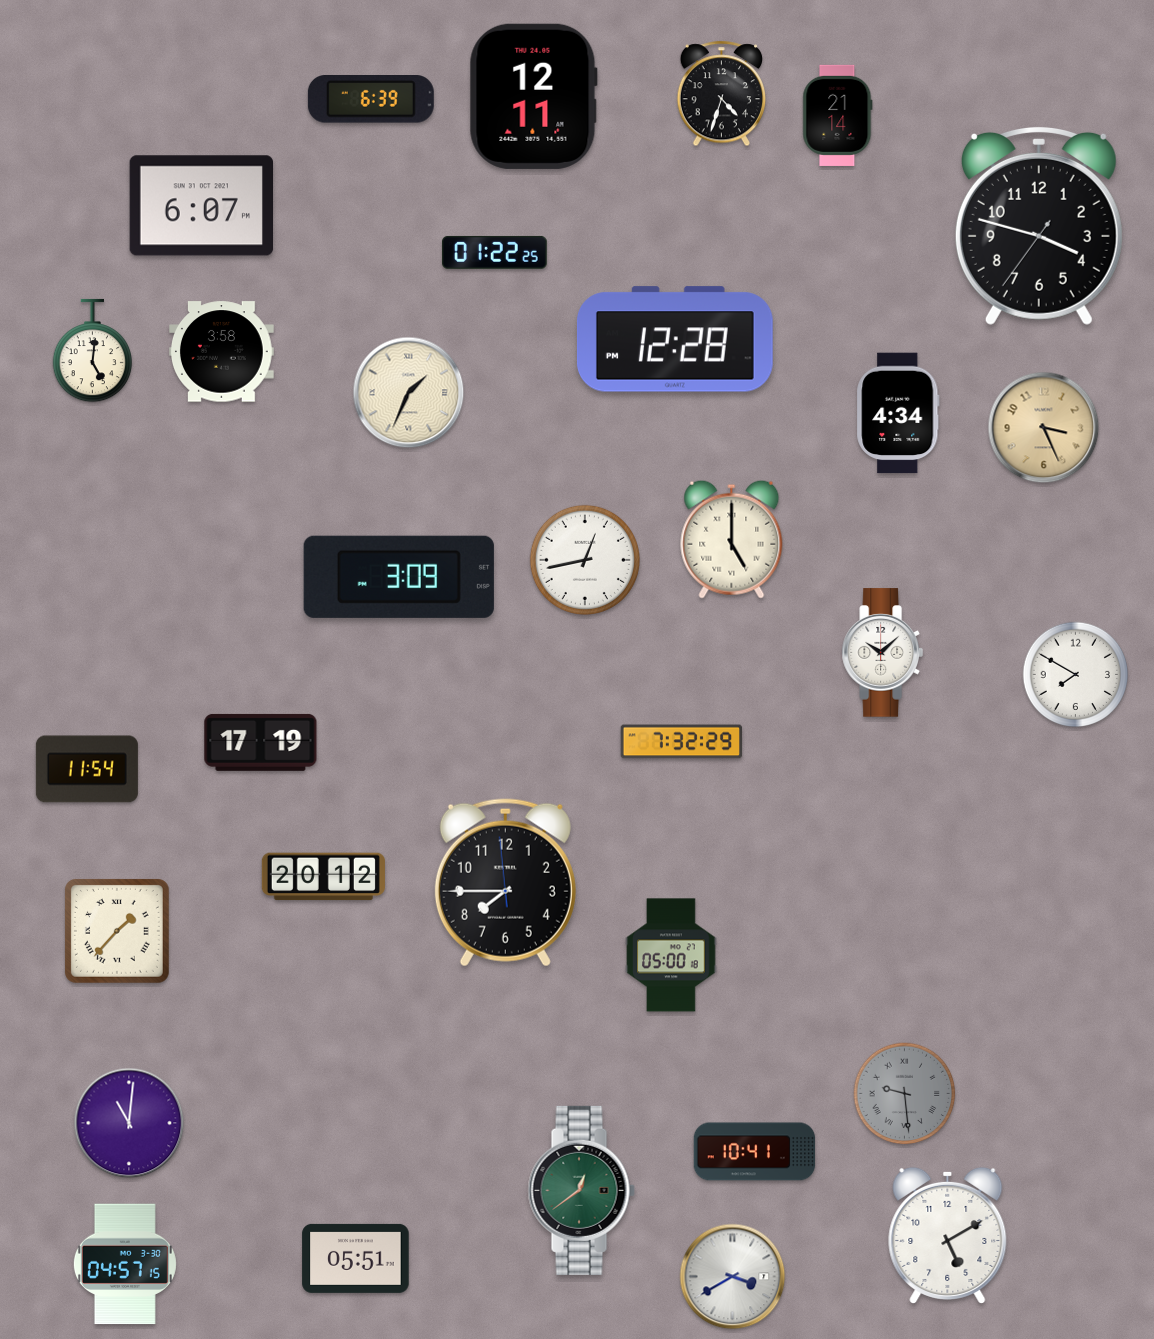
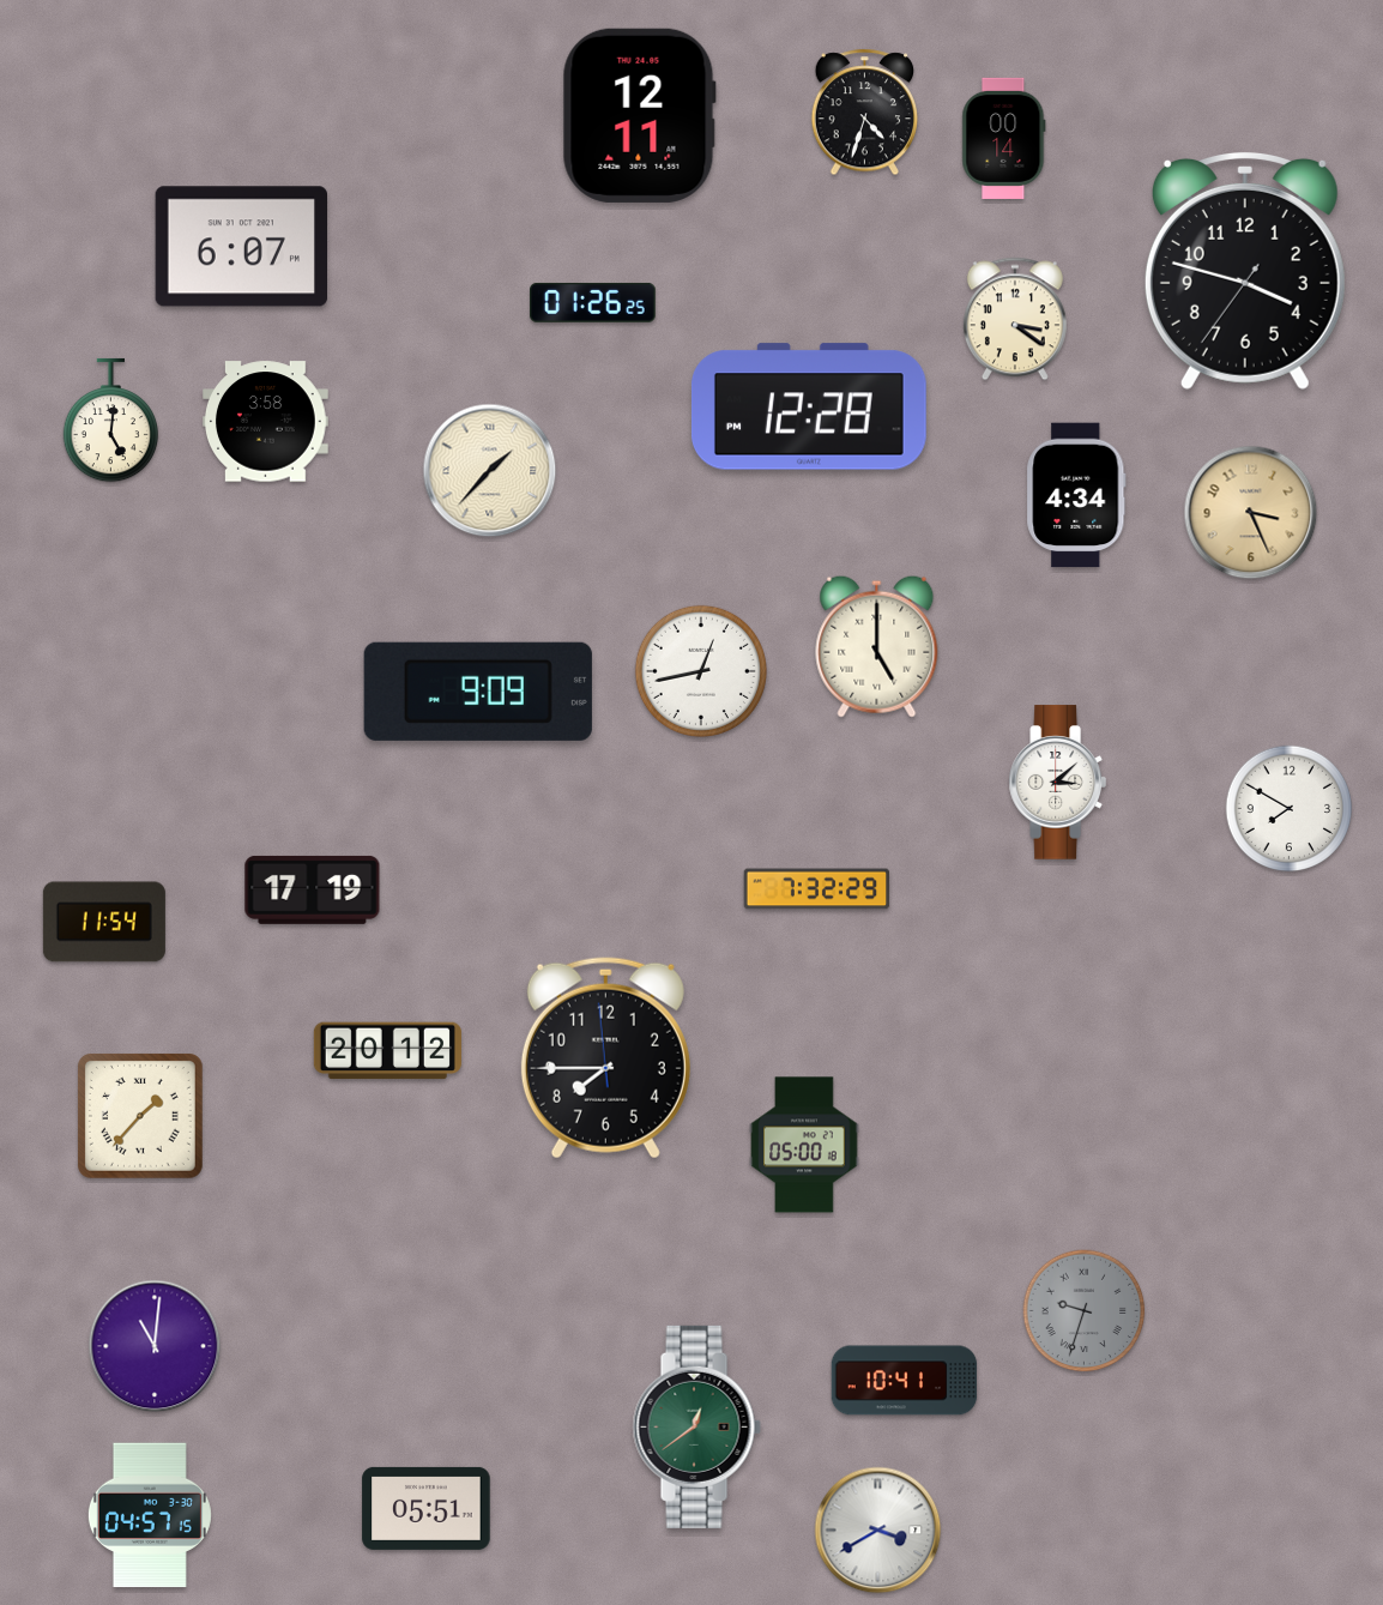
clock at (371, 99): 6:39 -> none
clock at (838, 115): 21:14 -> 00:14
clock at (495, 252): 01:22 -> 01:26
clock at (1015, 319): none -> 3:21
clock at (409, 393): 1:34 -> 1:37
clock at (399, 577): 3:09 -> 9:09
clock at (882, 653): 10:08 -> 3:08
clock at (905, 1094): 9:29 -> 9:33
clock at (948, 1235): 5:10 -> none
